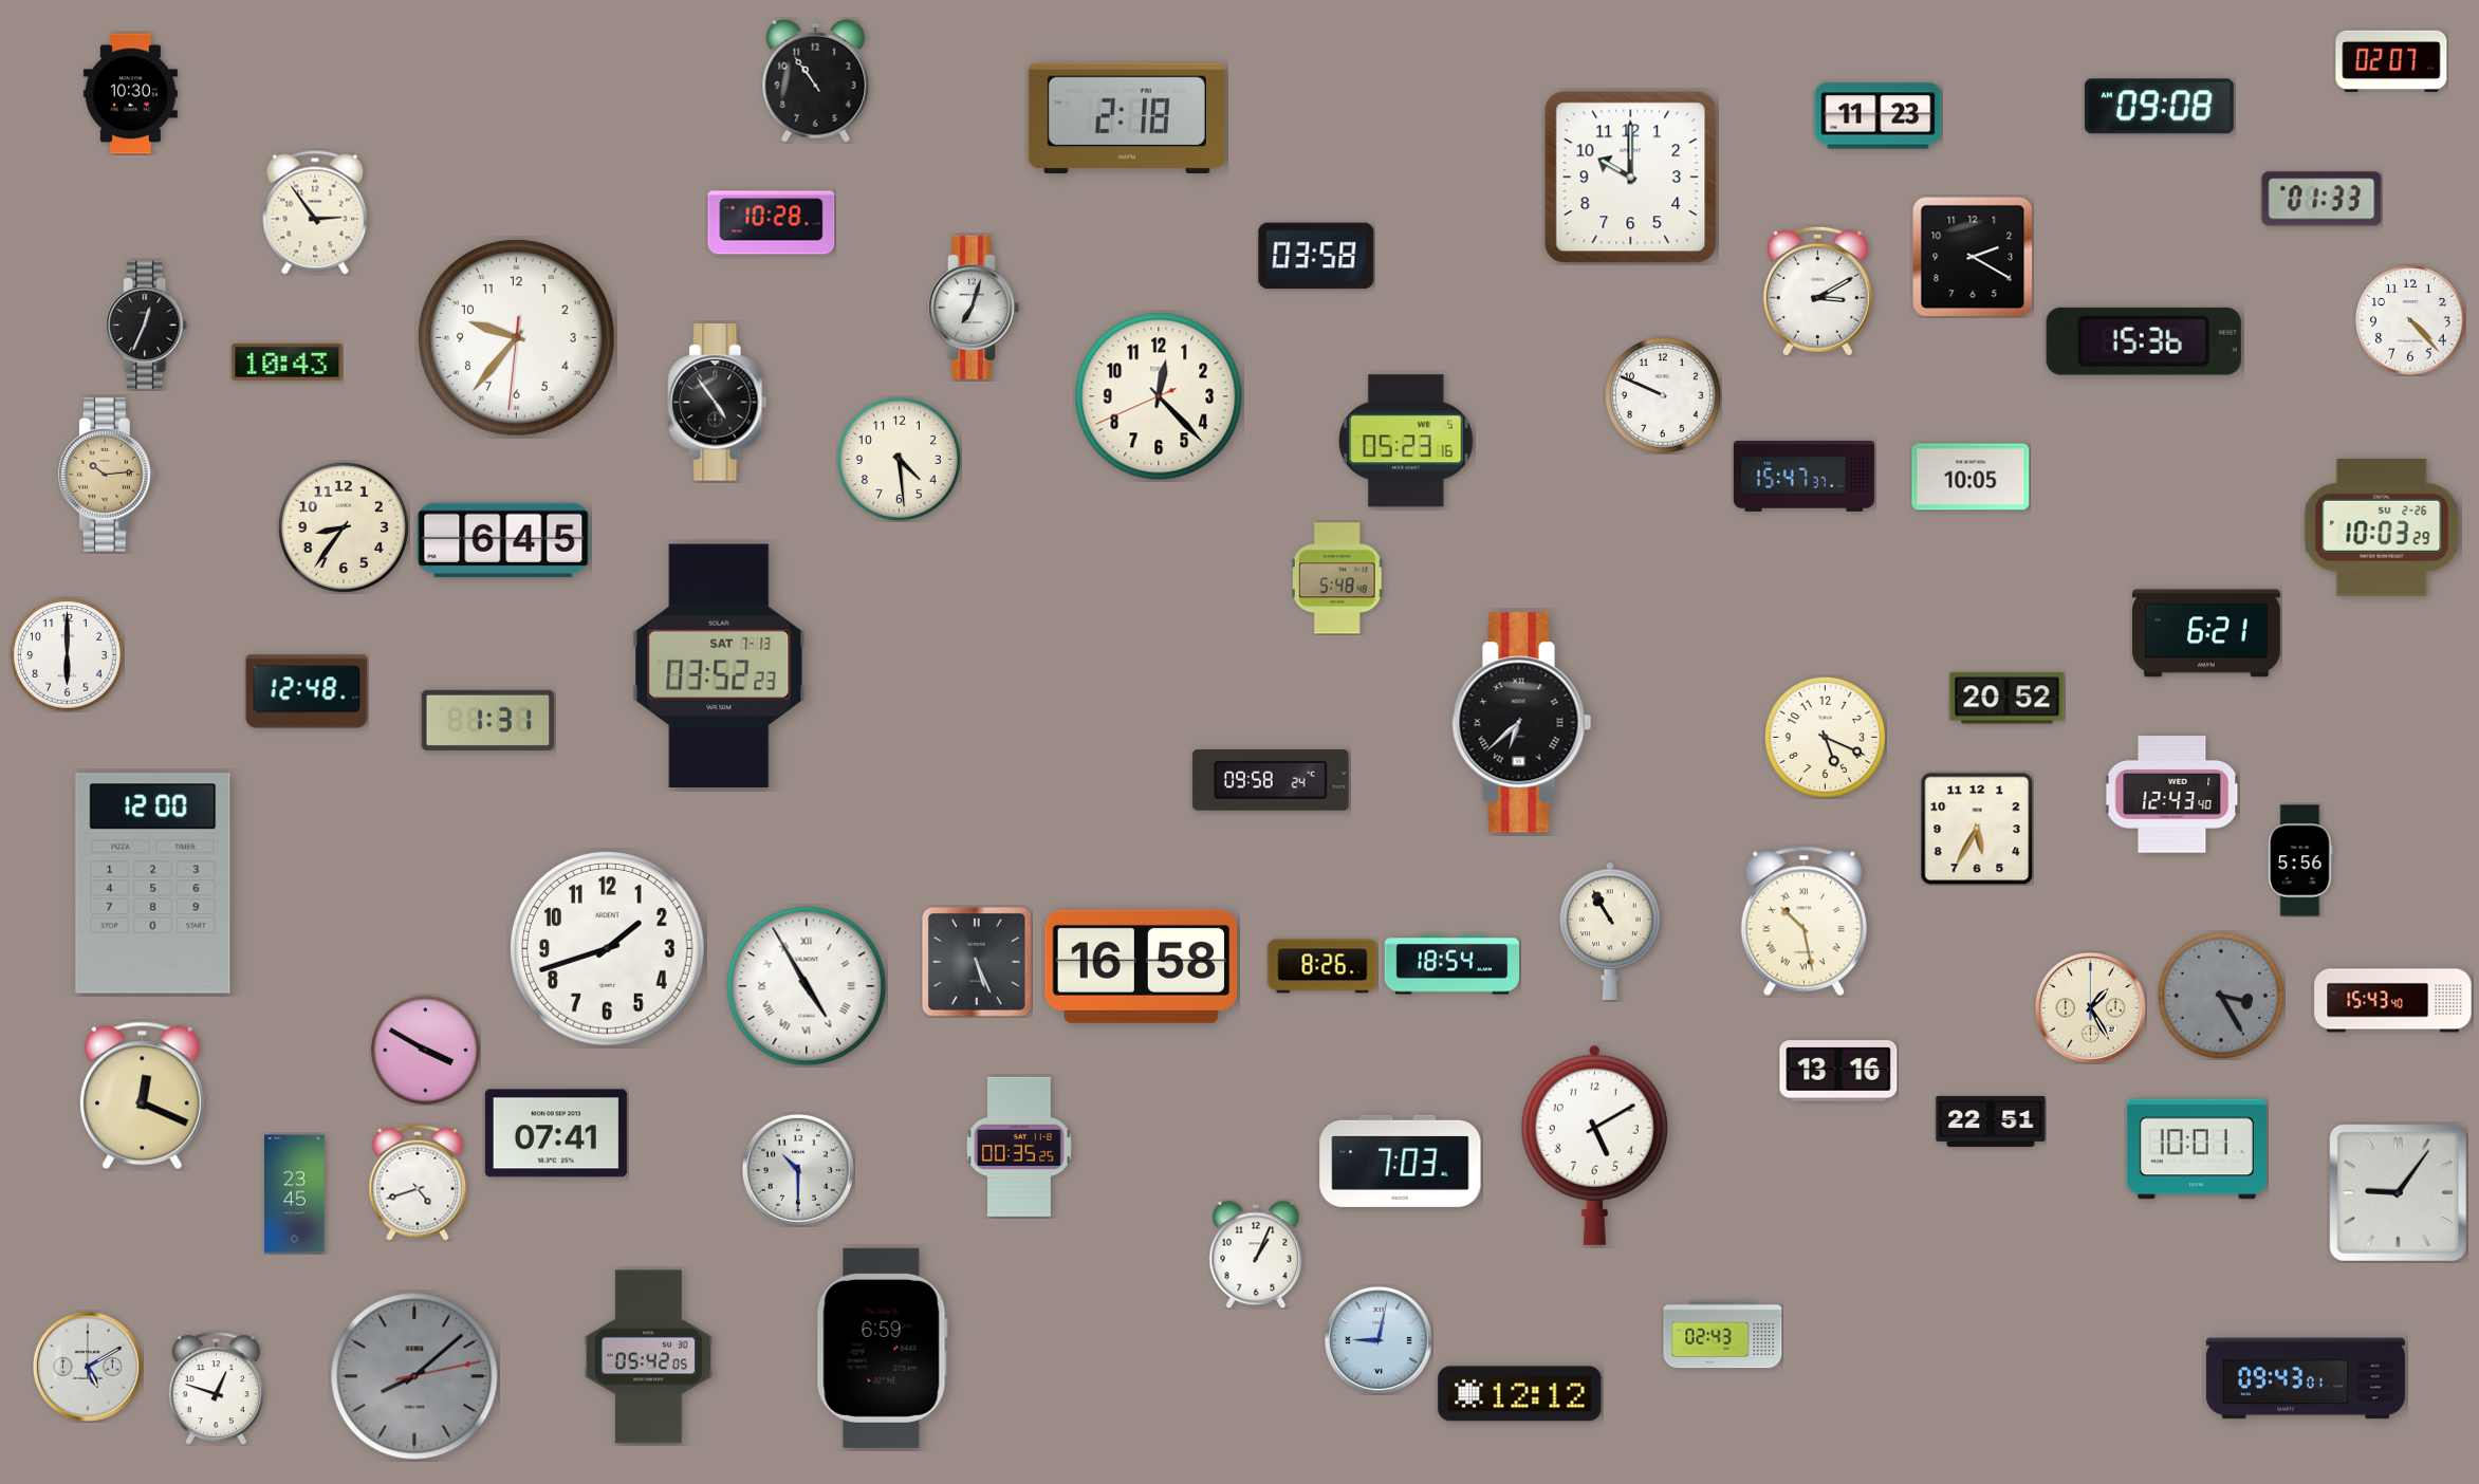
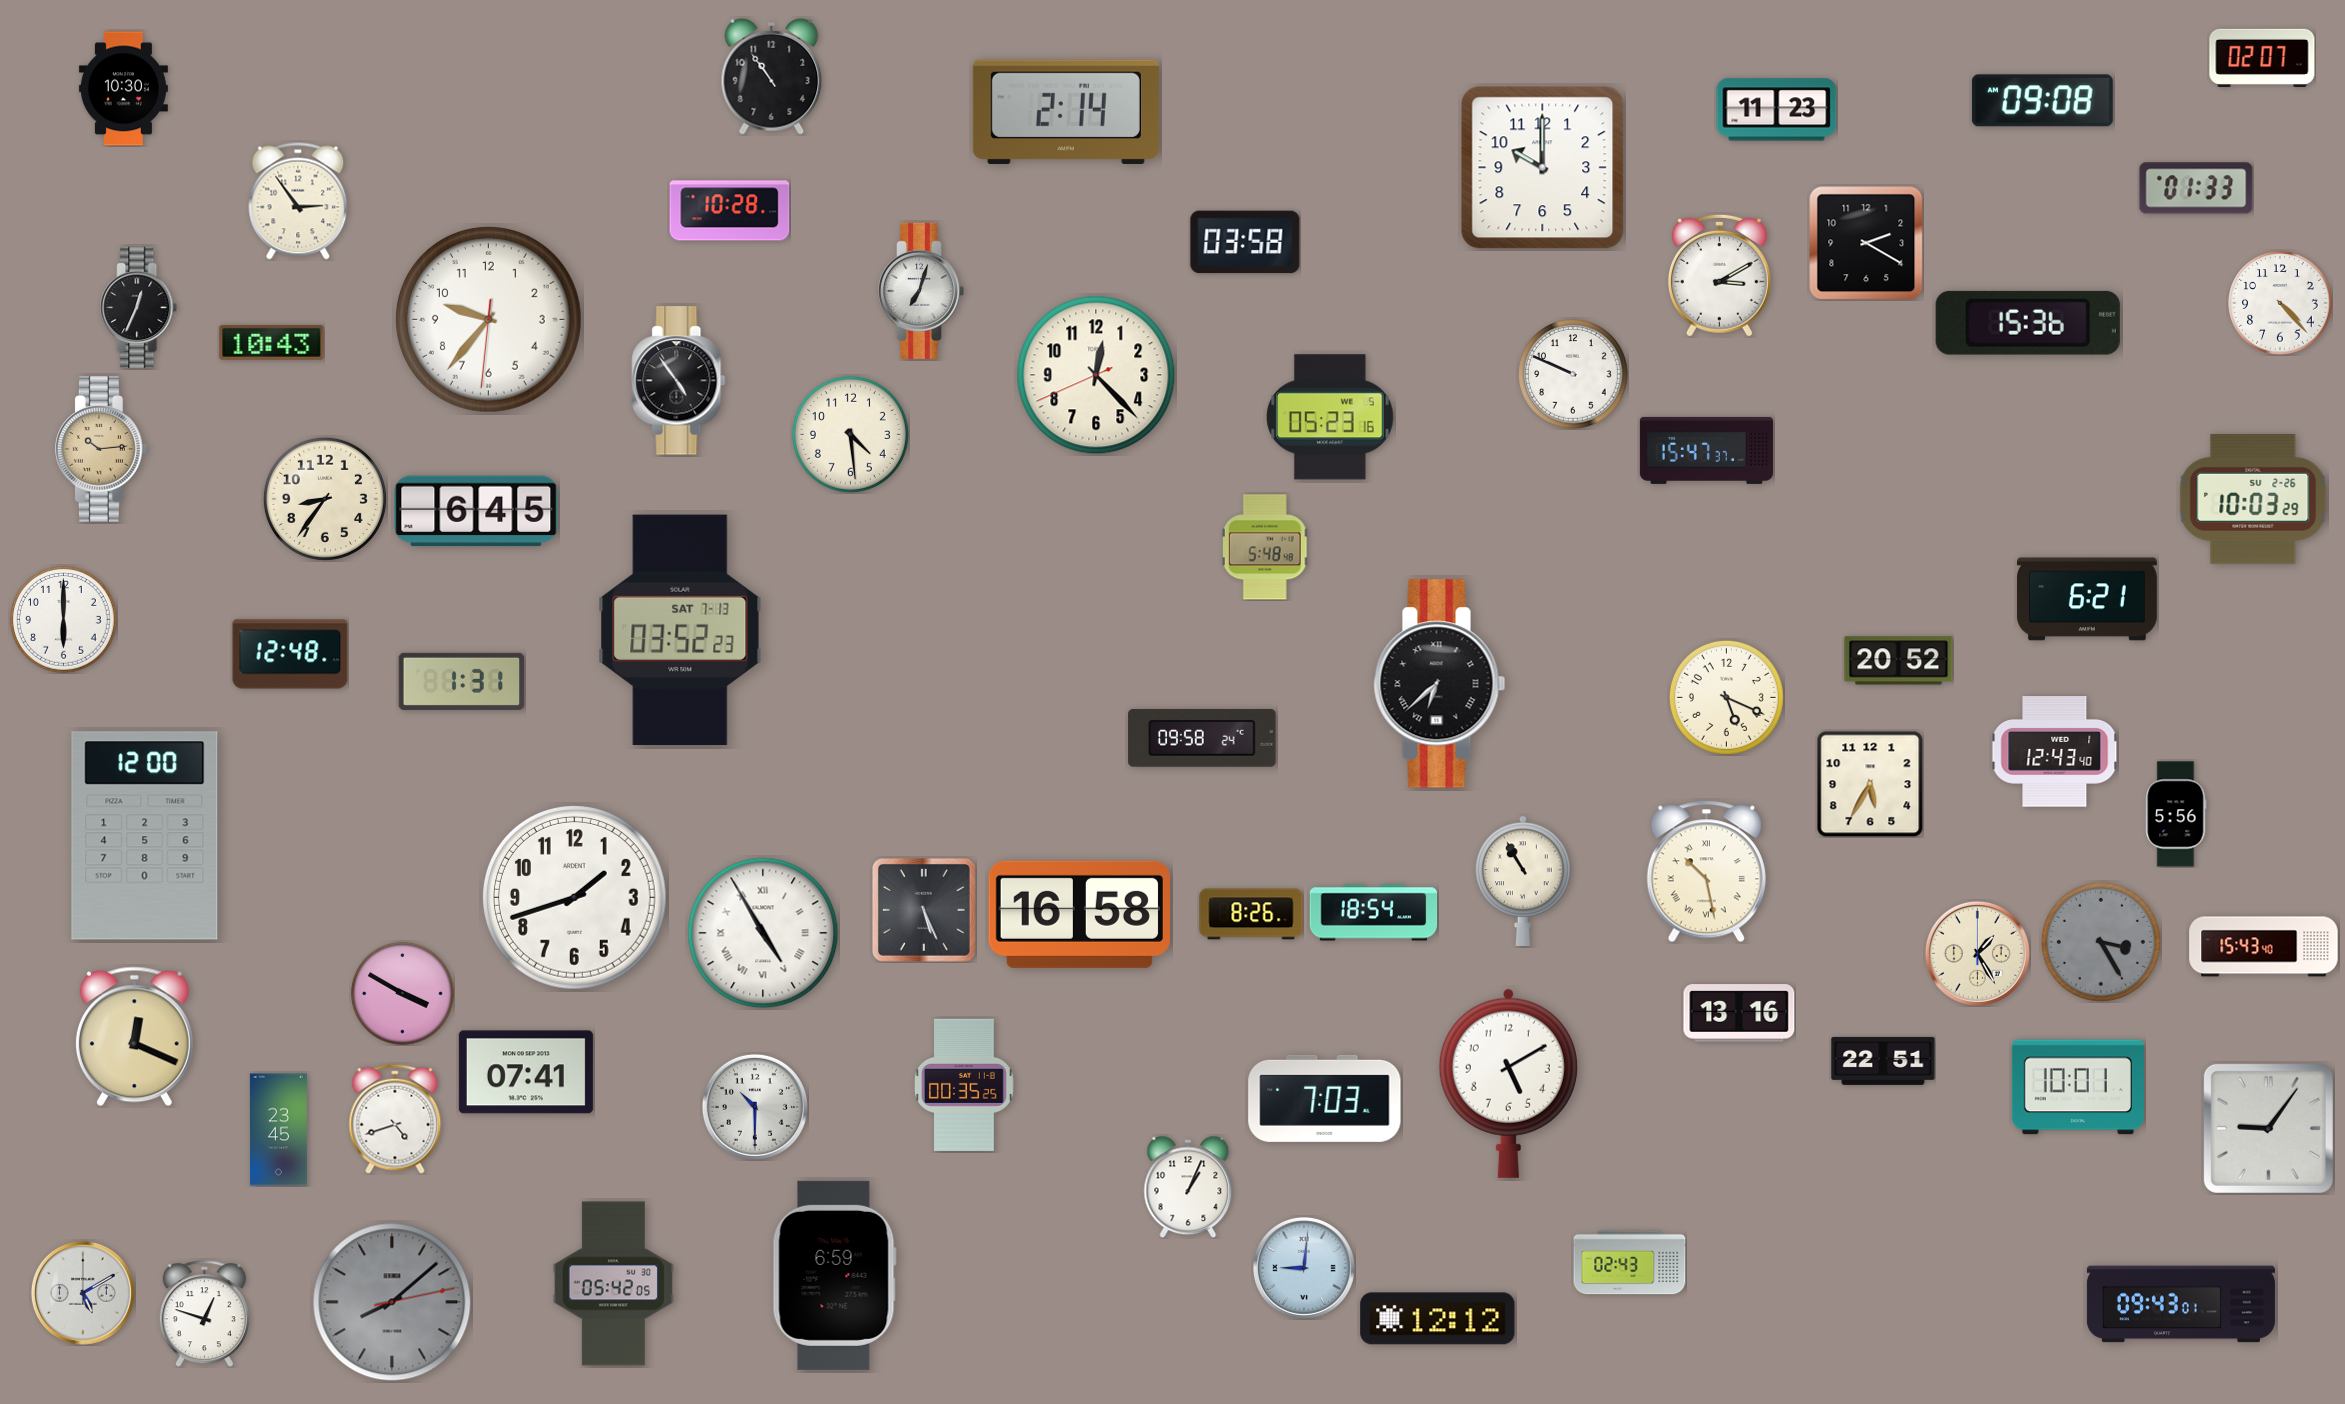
clock at (1127, 118): 2:18 -> 2:14
clock at (1971, 477): 10:05 -> none
clock at (1379, 1340): 9:02 -> 9:01
